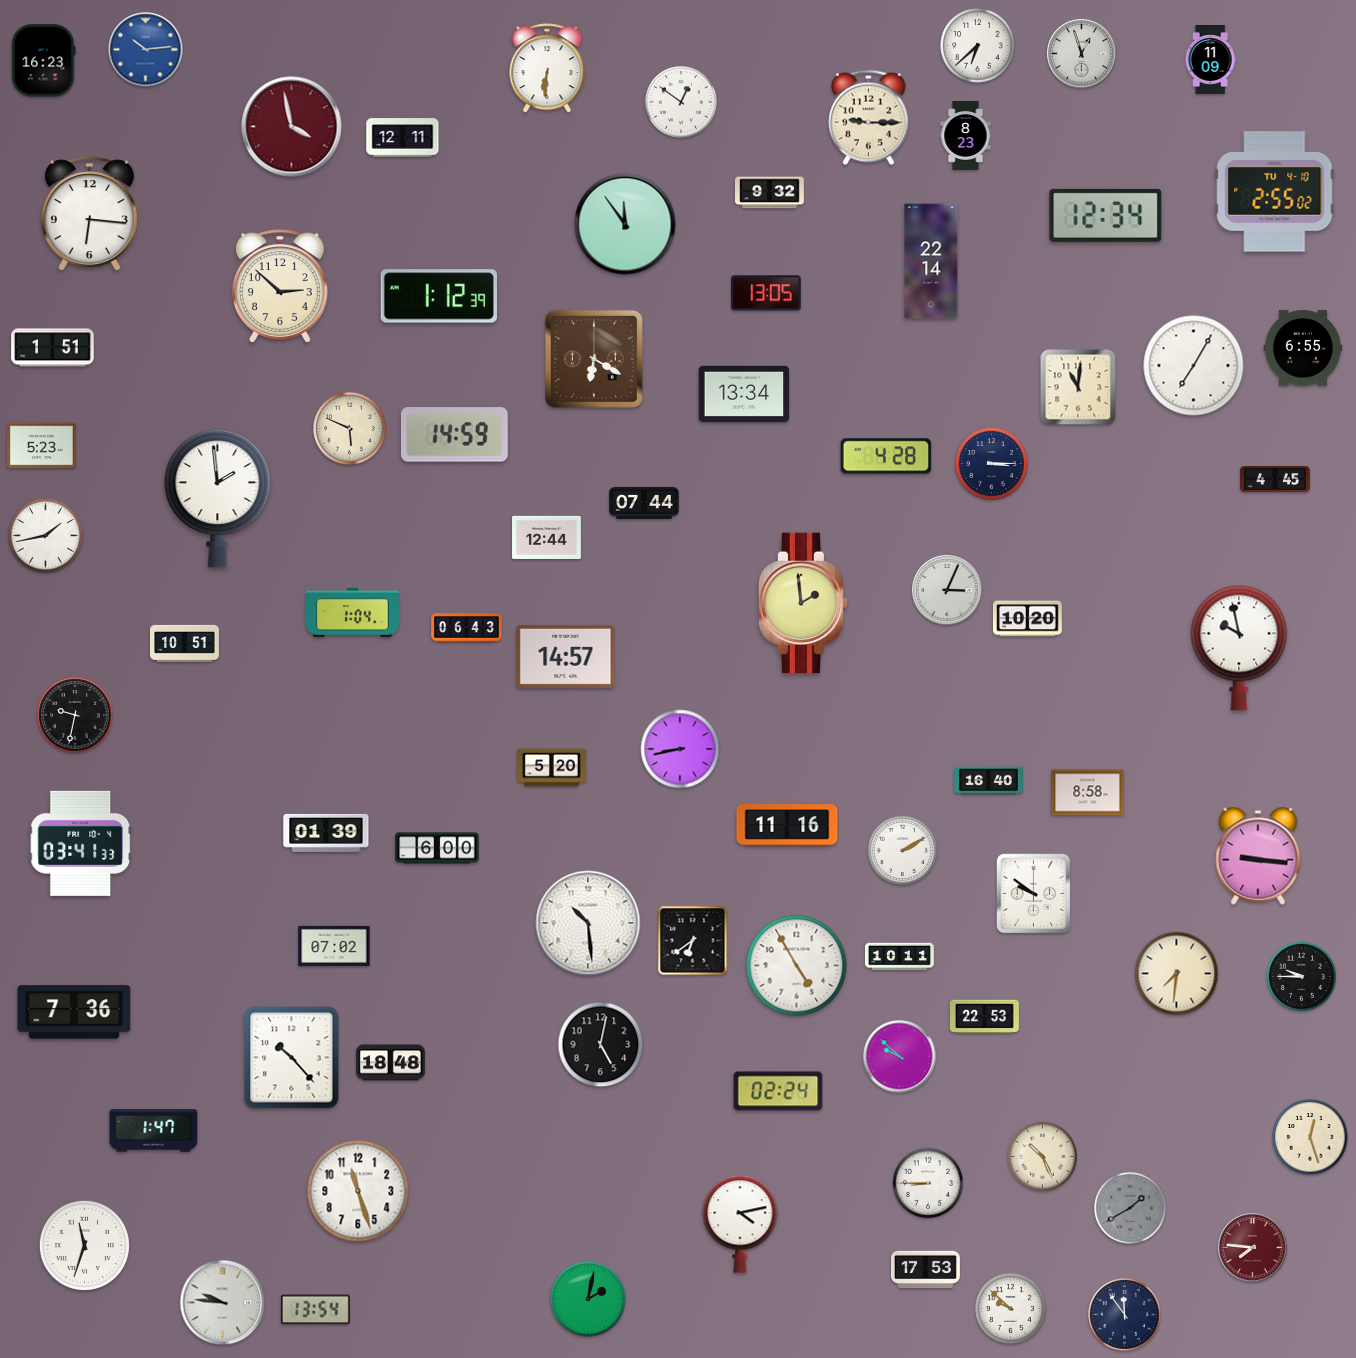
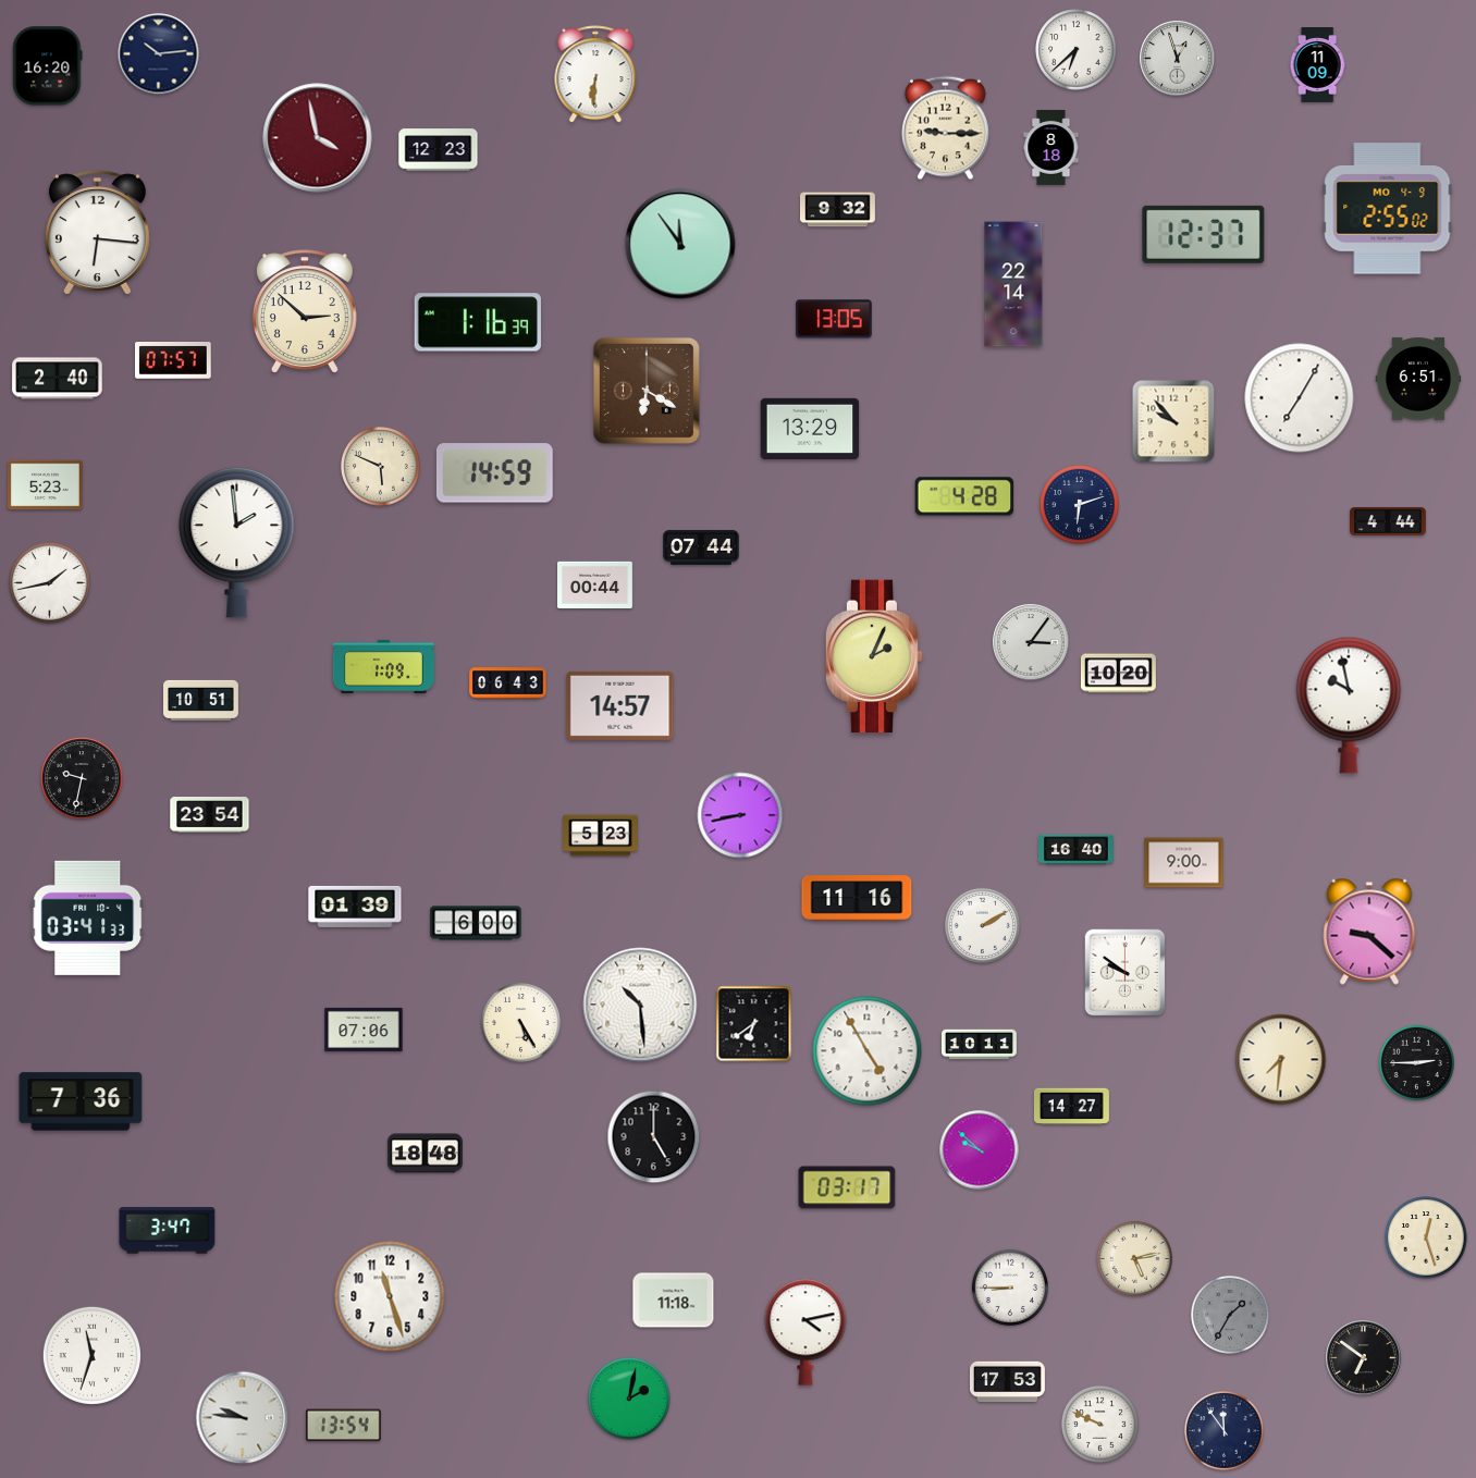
clock at (978, 46) position: (978, 46) -> (1077, 50)
clock at (146, 50) dial: blue -> navy
clock at (44, 61): 16:23 -> 16:20
clock at (681, 102): 12:51 -> none
clock at (966, 136): 8:23 -> 8:18
clock at (403, 138): 12:11 -> 12:23
clock at (1275, 192) date: TU 4-10 -> MO 4-9
clock at (1106, 215): 12:34 -> 12:37
clock at (439, 296): 1:12 -> 1:16
clock at (173, 360): none -> 07:57
clock at (53, 348): 1:51 -> 2:40
clock at (1303, 348): 6:55 -> 6:51
clock at (1078, 387): 11:01 -> 9:53
clock at (744, 394): 13:34 -> 13:29
clock at (992, 464): 3:15 -> 6:12
clock at (1275, 479): 4:45 -> 4:44
clock at (547, 537): 12:44 -> 00:44
clock at (947, 590): 3:04 -> 3:06
clock at (803, 603): 1:59 -> 2:04
clock at (352, 612): 1:04 -> 1:09
clock at (566, 656) position: (566, 656) -> (620, 705)
clock at (210, 815): none -> 23:54
clock at (552, 768): 5:20 -> 5:23
clock at (1088, 793): 8:58 -> 9:00
clock at (1258, 856): 9:16 -> 9:22
clock at (521, 1023): none -> 5:25
clock at (334, 946): 07:02 -> 07:06
clock at (900, 957) position: (900, 957) -> (980, 1045)
clock at (1301, 976): 9:45 -> 2:45
clock at (984, 1017): 22:53 -> 14:27
clock at (601, 1045): 5:02 -> 5:00
clock at (292, 1058): 10:23 -> none
clock at (390, 1063) position: (390, 1063) -> (425, 1154)
clock at (778, 1091): 02:24 -> 03:17
clock at (154, 1131): 1:47 -> 3:47
clock at (1042, 1156): 10:26 -> 5:13
clock at (674, 1301): none -> 11:18
clock at (1130, 1208): 1:40 -> 1:35
clock at (1253, 1248): 7:46 -> 6:51
clock at (1253, 1248) dial: burgundy -> black
clock at (588, 1299) position: (588, 1299) -> (629, 1399)
clock at (1010, 1308): 9:52 -> 9:49
